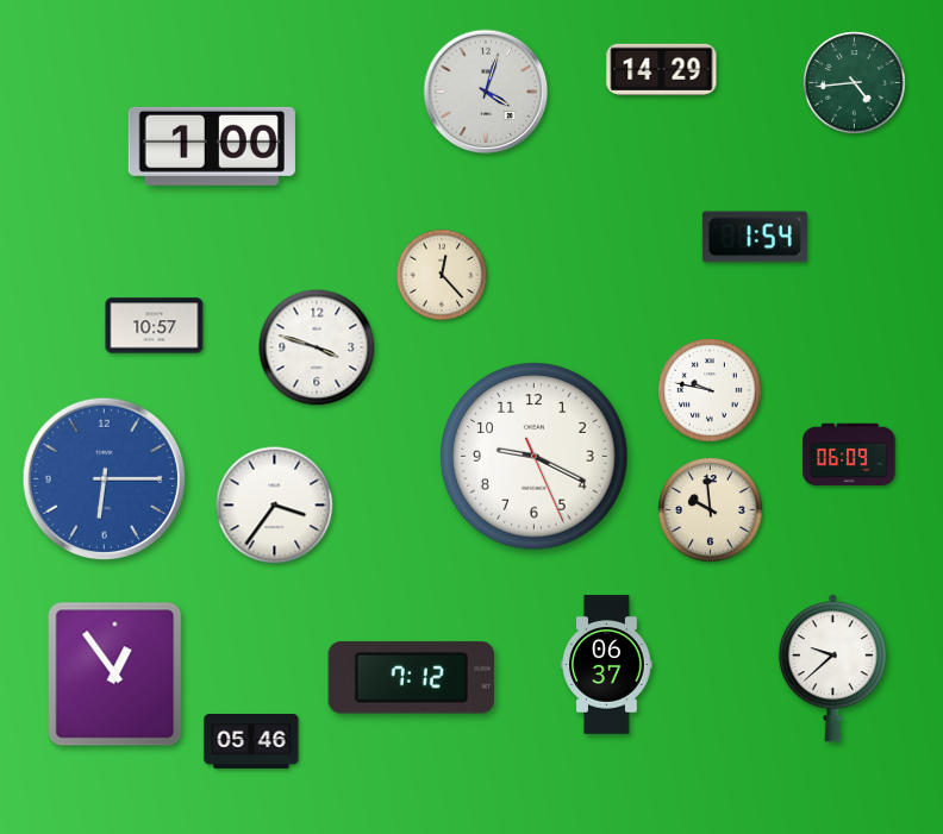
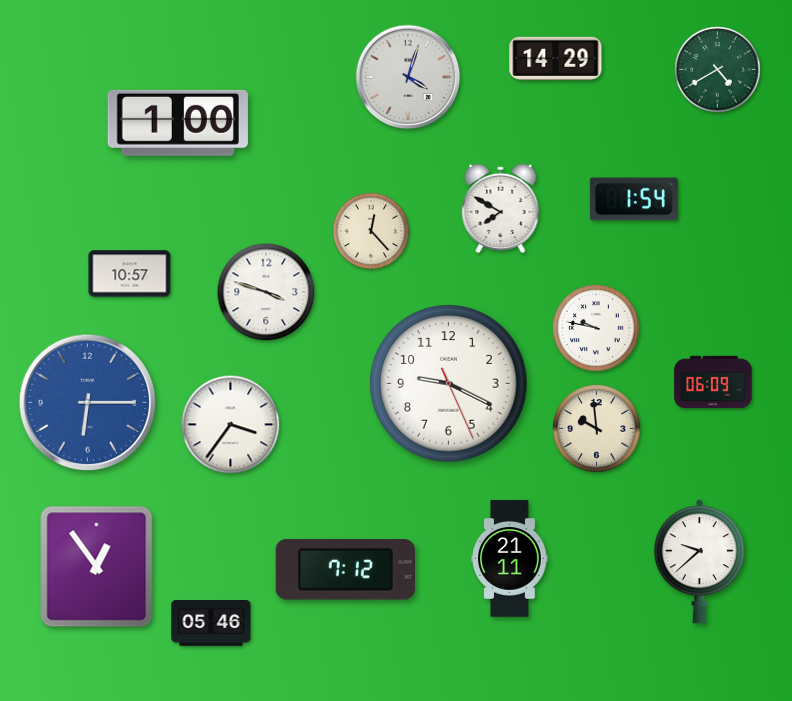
clock at (855, 83): 4:44 -> 4:40
clock at (501, 208): none -> 7:50
clock at (607, 665): 06:37 -> 21:11
